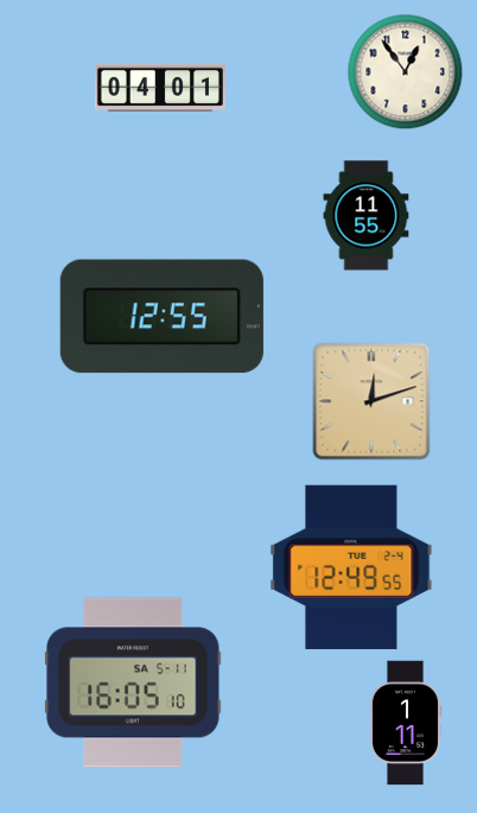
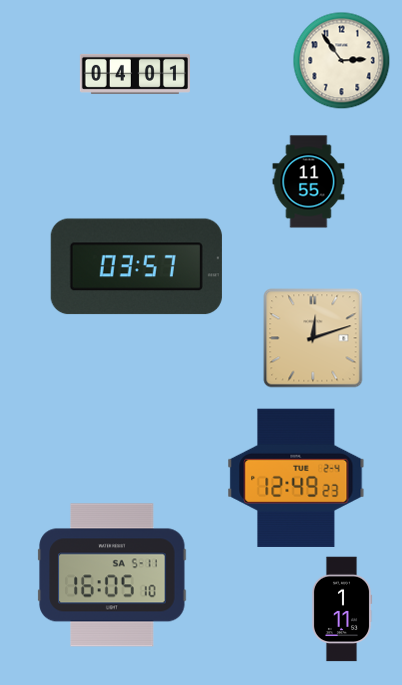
clock at (406, 72): 12:54 -> 2:54
clock at (161, 317): 12:55 -> 03:57
clock at (351, 567): 12:49:55 -> 12:49:23
